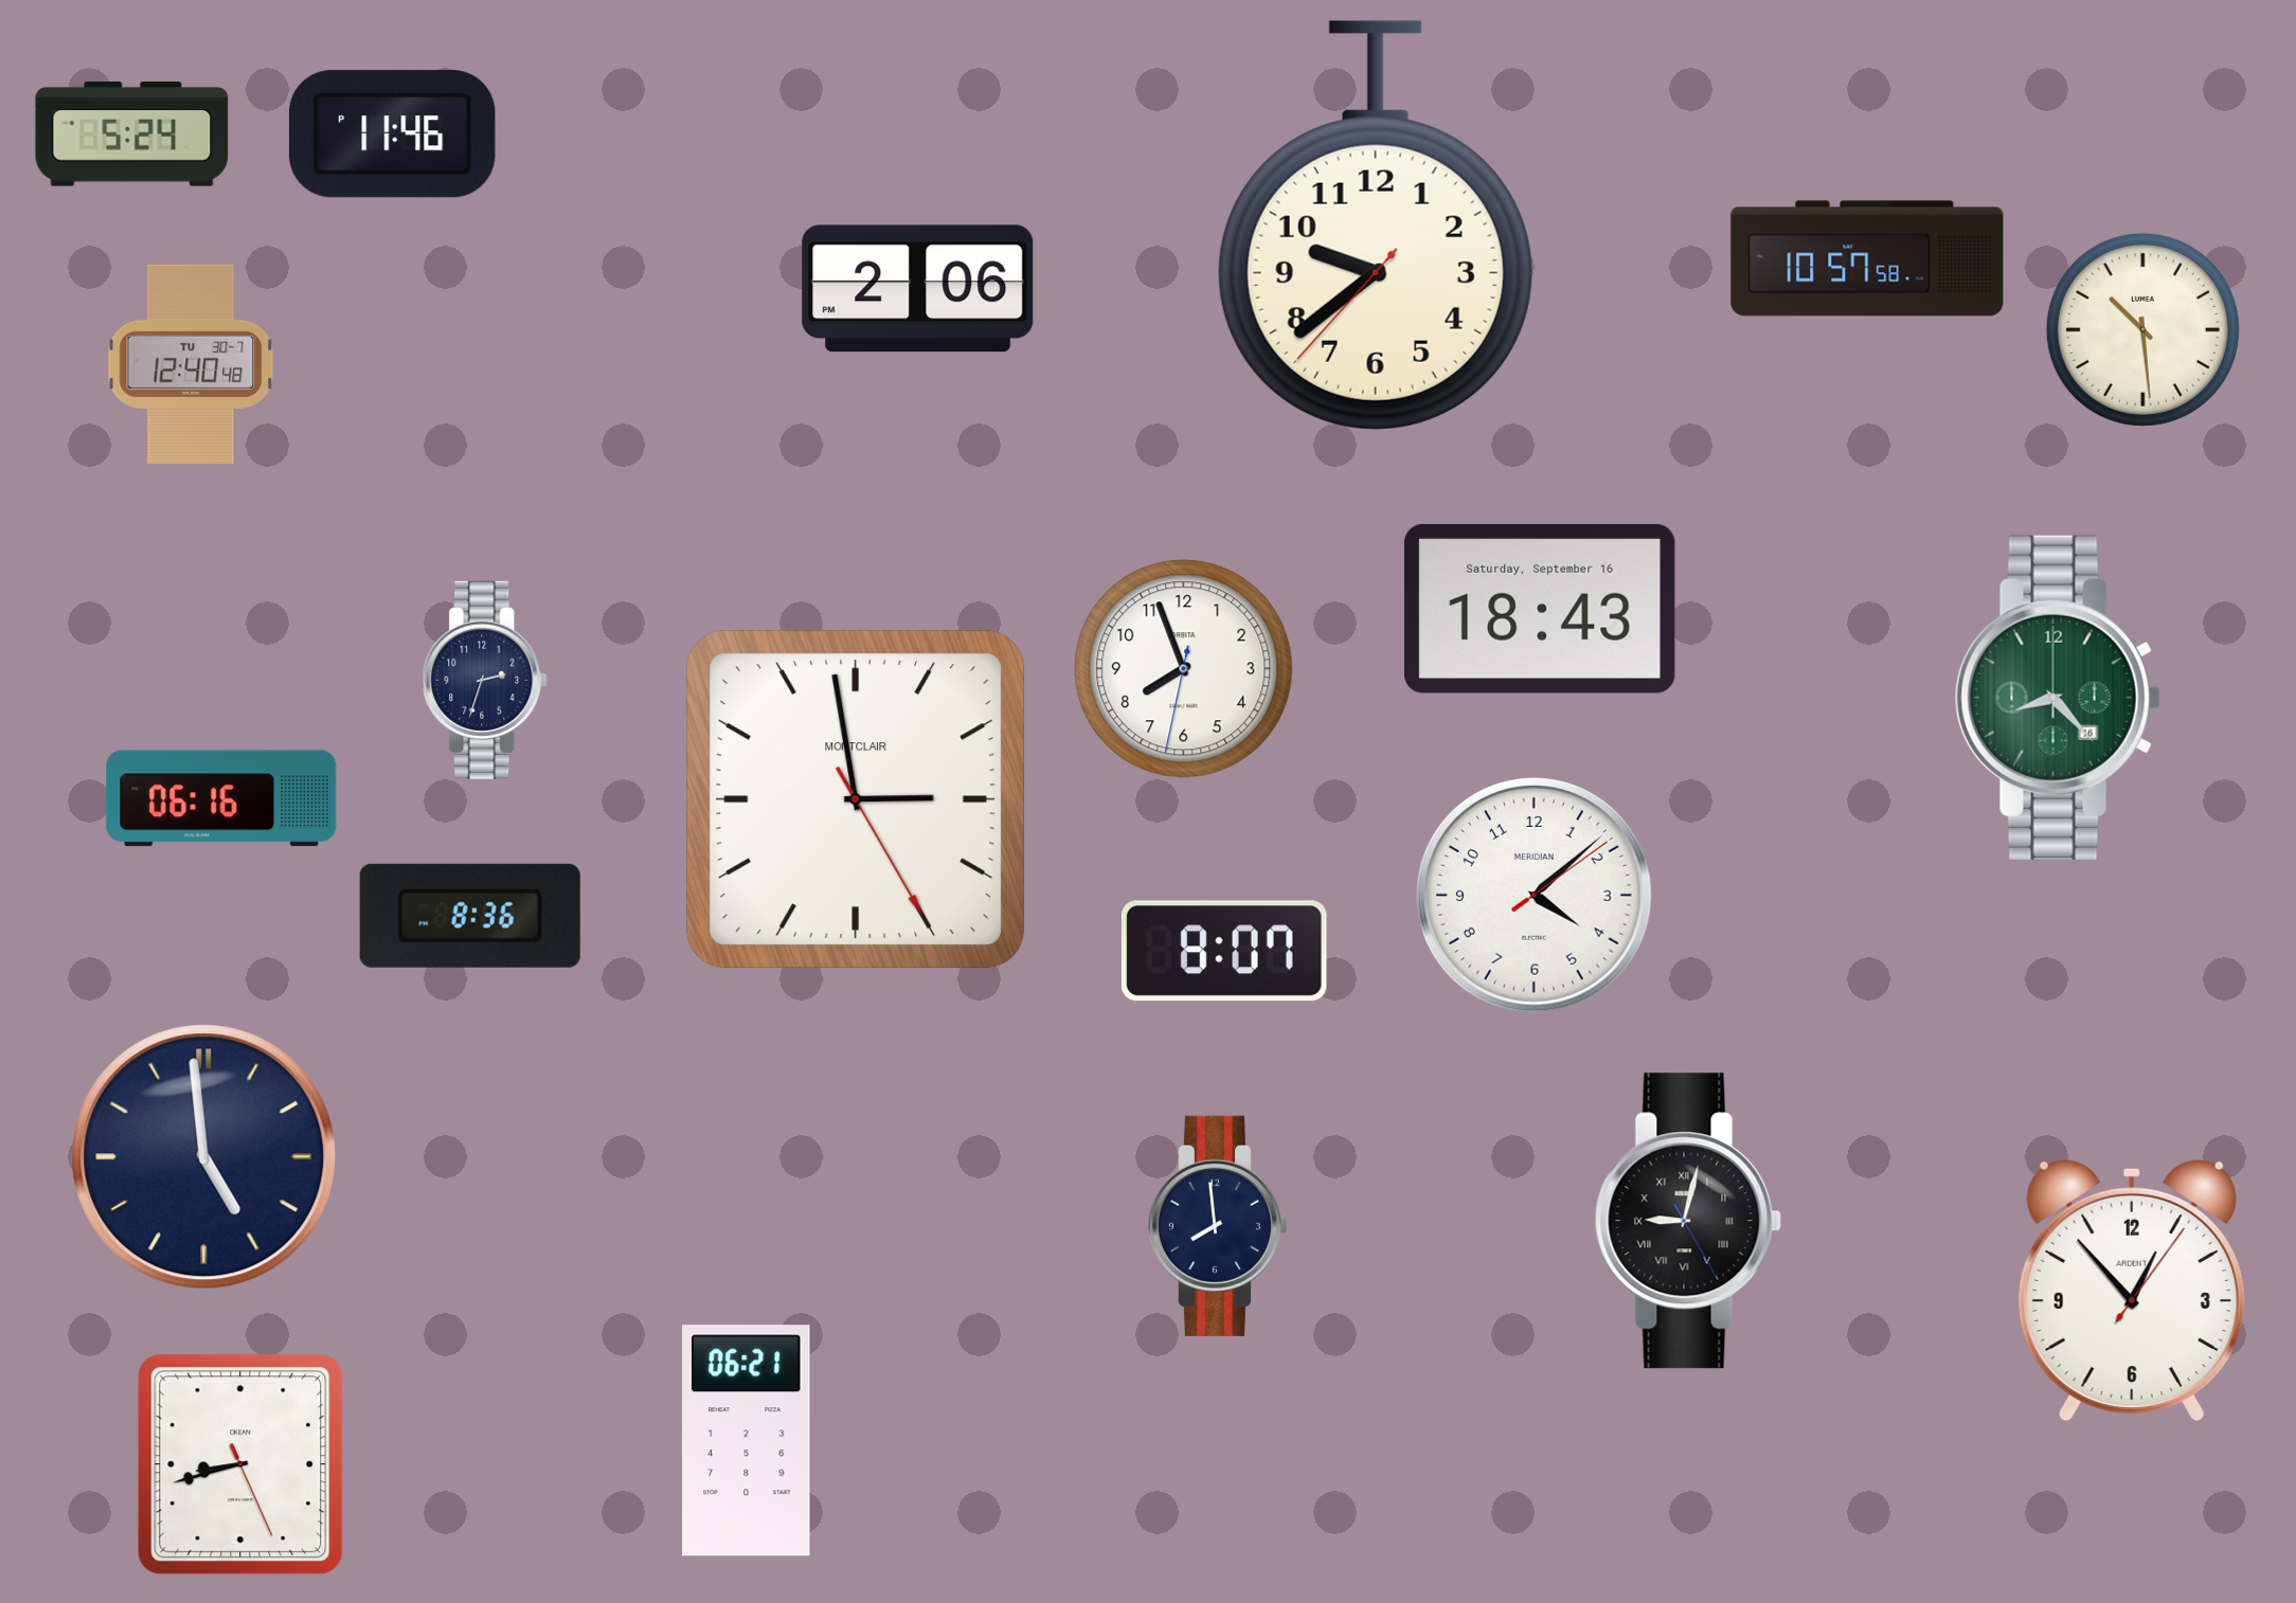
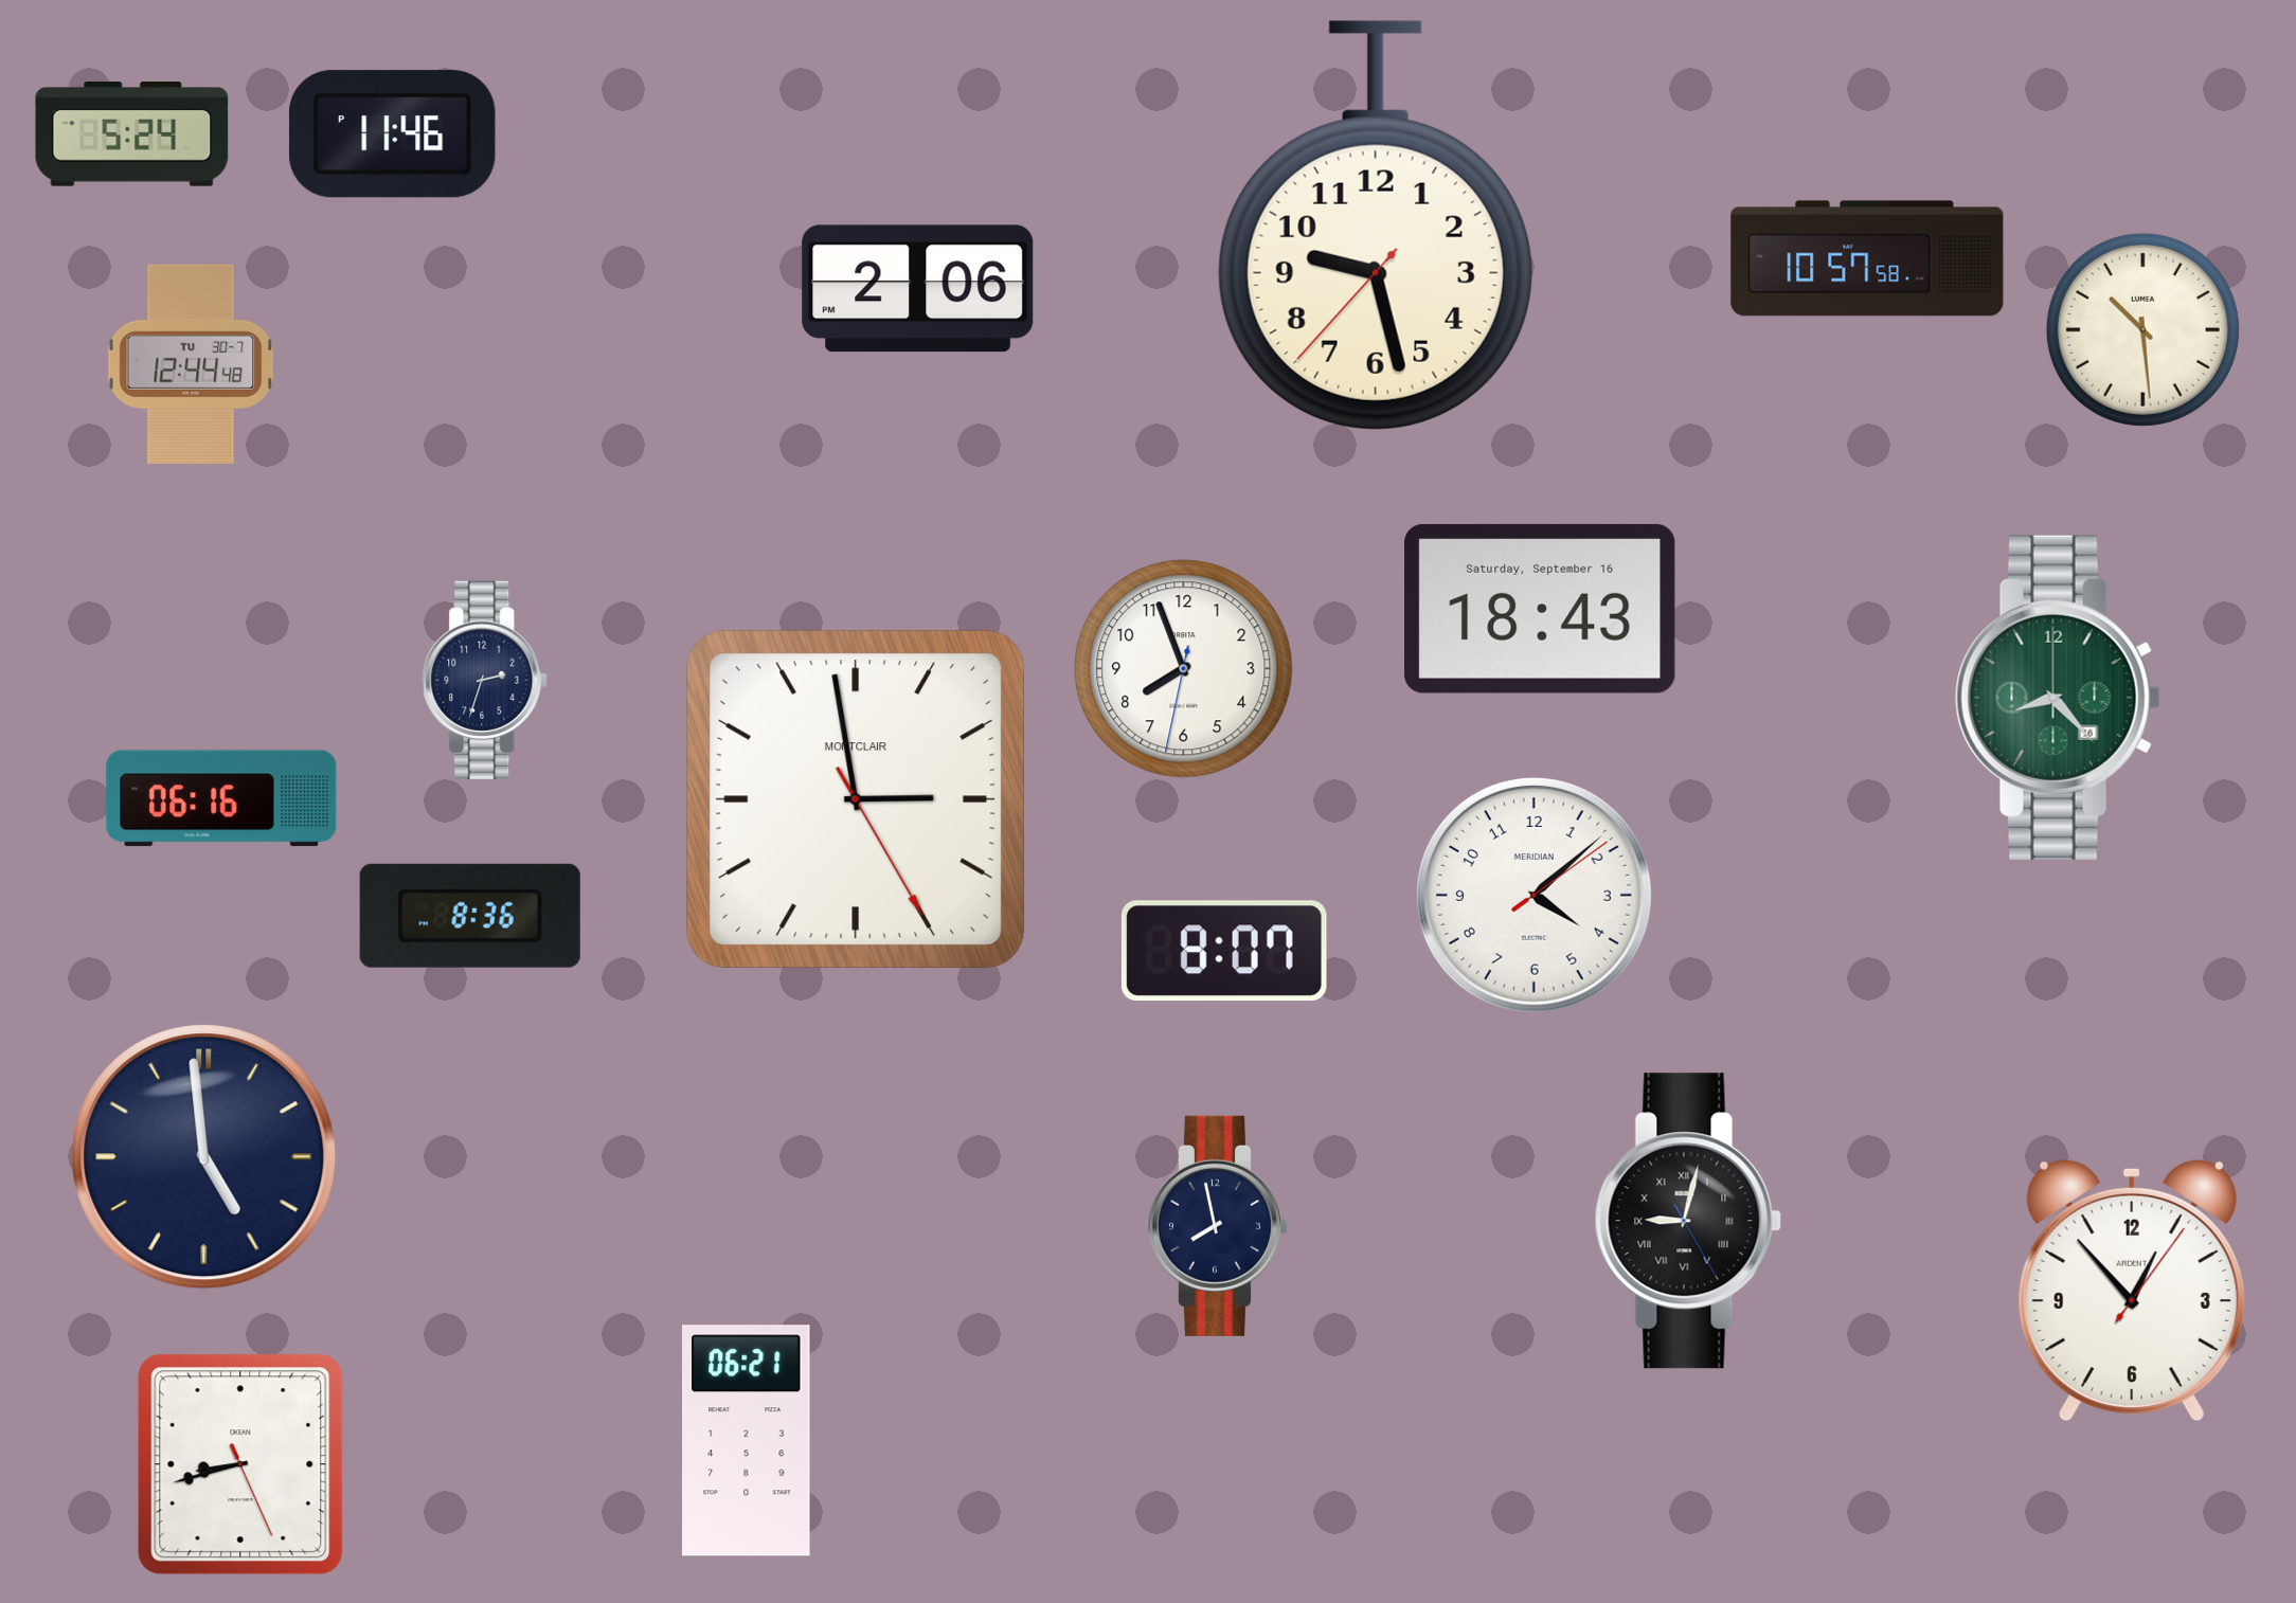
clock at (1376, 226): 9:38 -> 9:27
clock at (191, 364): 12:40 -> 12:44
clock at (1218, 1226): 7:59 -> 7:58
